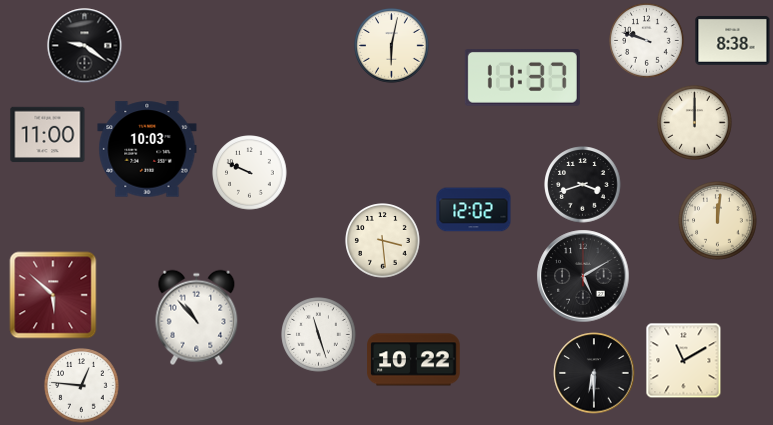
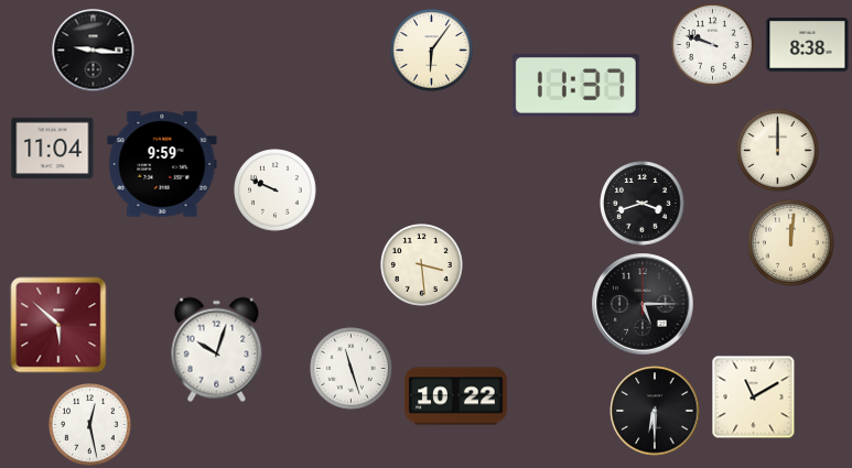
clock at (85, 46): 9:21 -> 9:16
clock at (392, 46): 6:02 -> 6:06
clock at (695, 123) position: (695, 123) -> (778, 151)
clock at (48, 135): 11:00 -> 11:04
clock at (147, 149): 10:03 -> 9:59
clock at (474, 210): 12:02 -> none
clock at (583, 276): 5:10 -> 5:15
clock at (197, 318): 10:53 -> 10:03
clock at (82, 386): 12:46 -> 12:28
